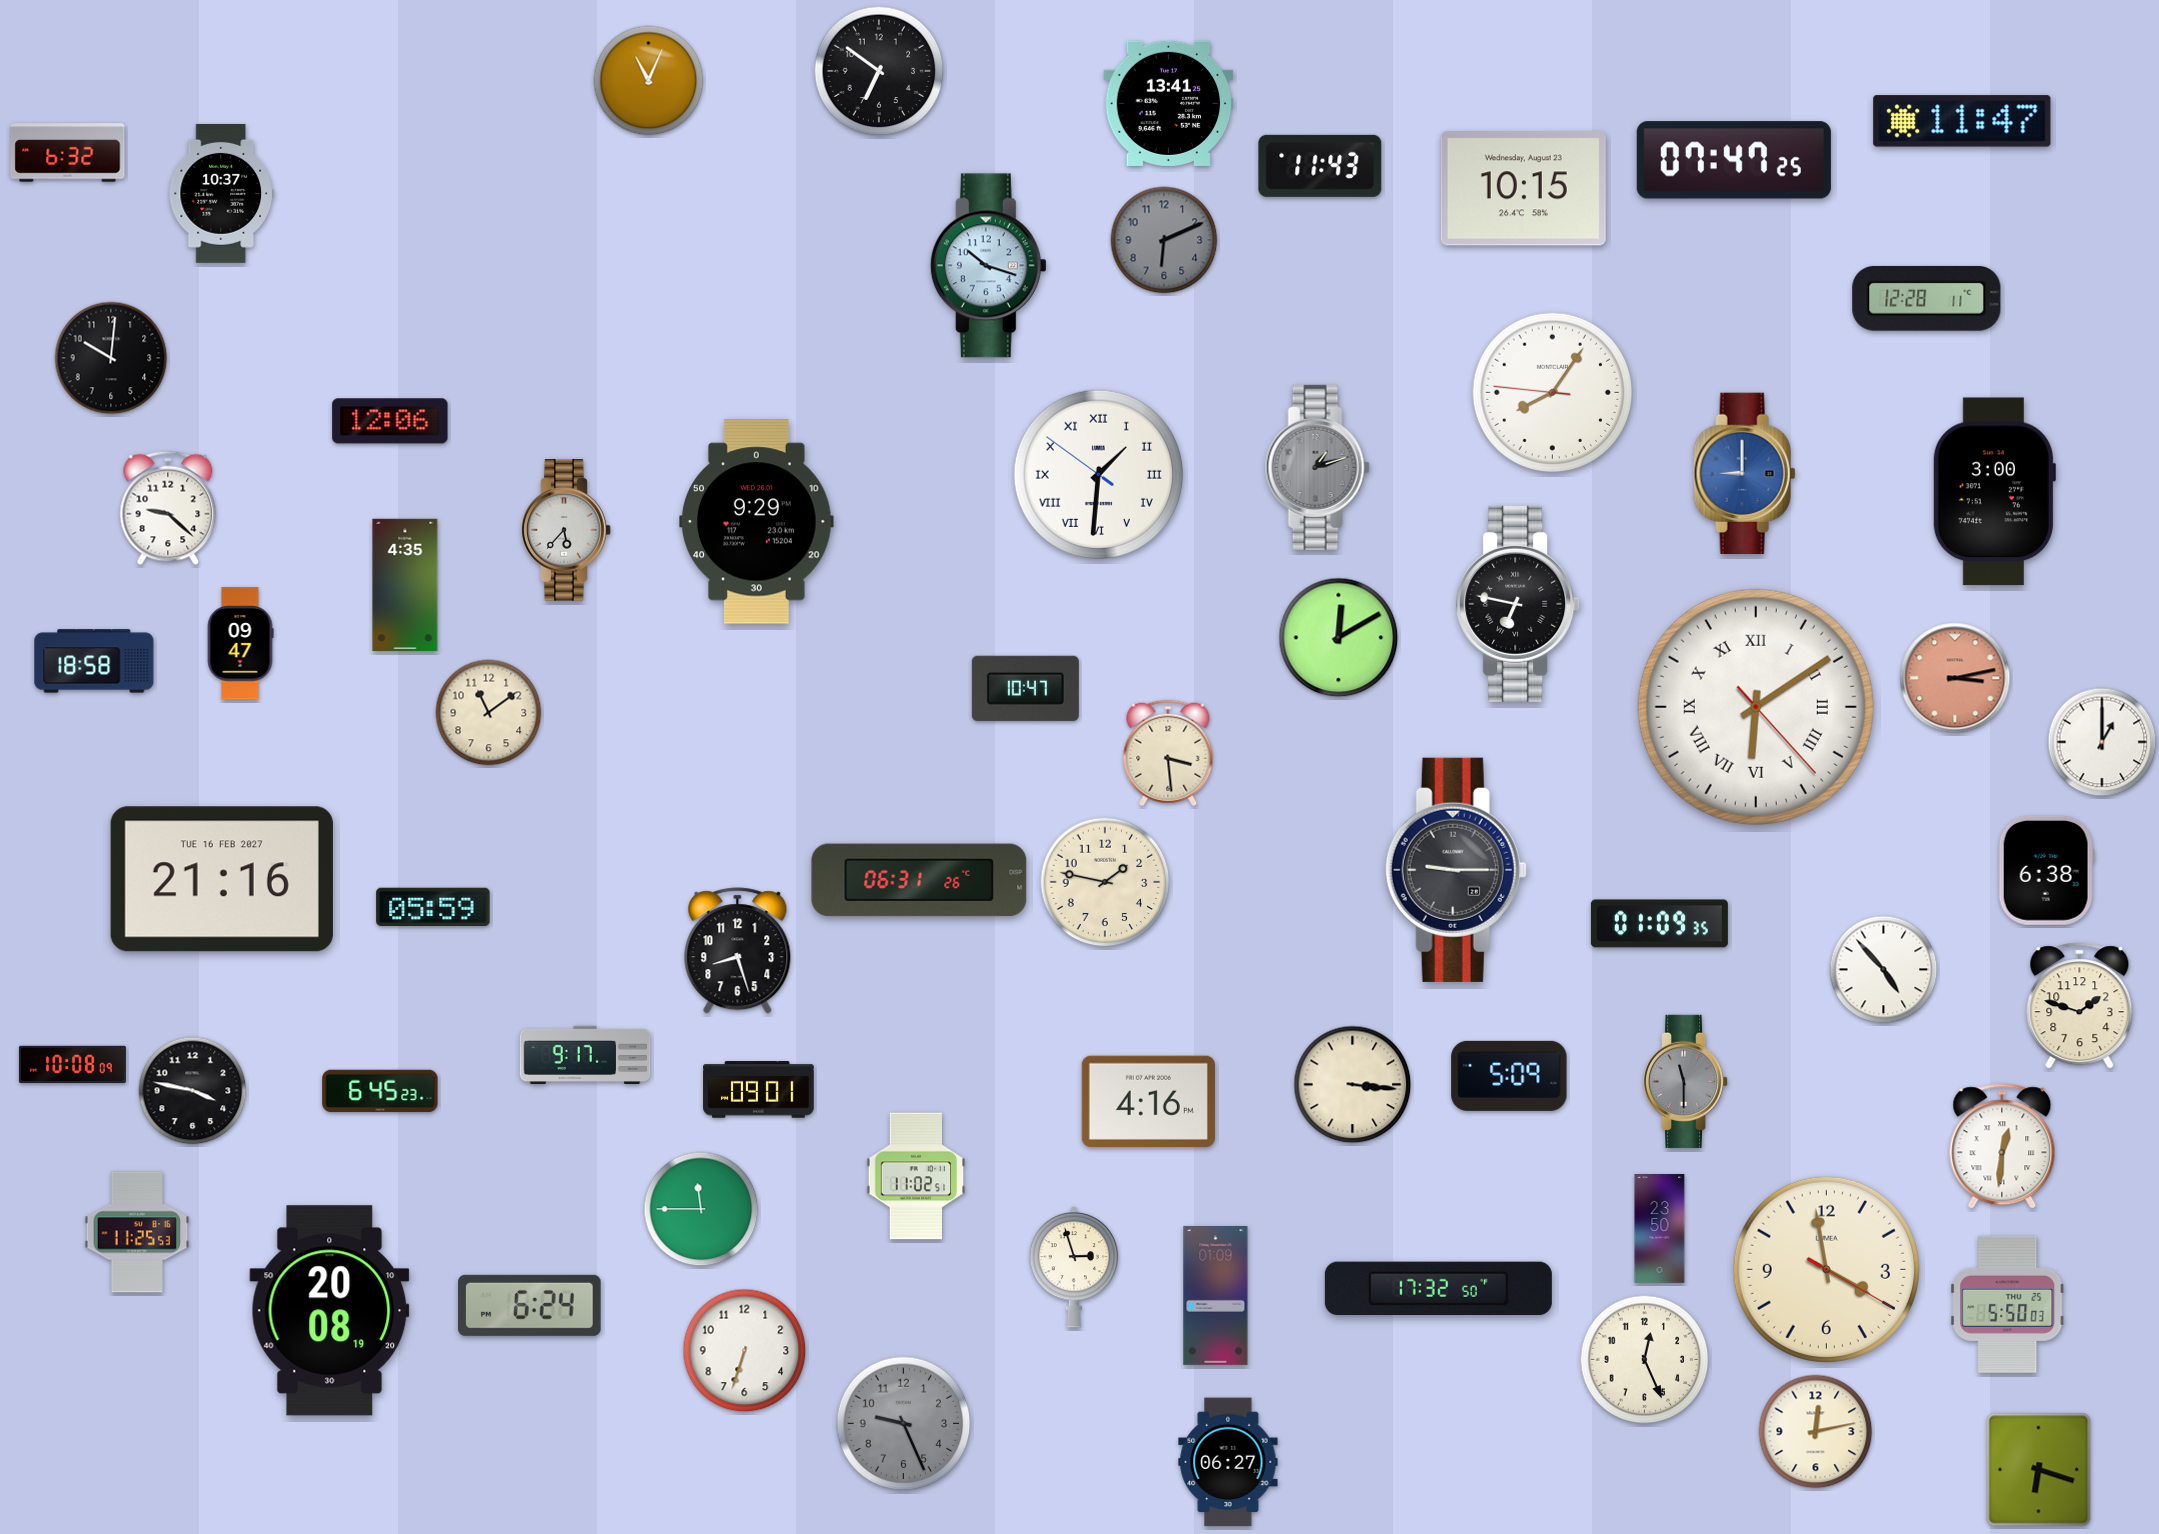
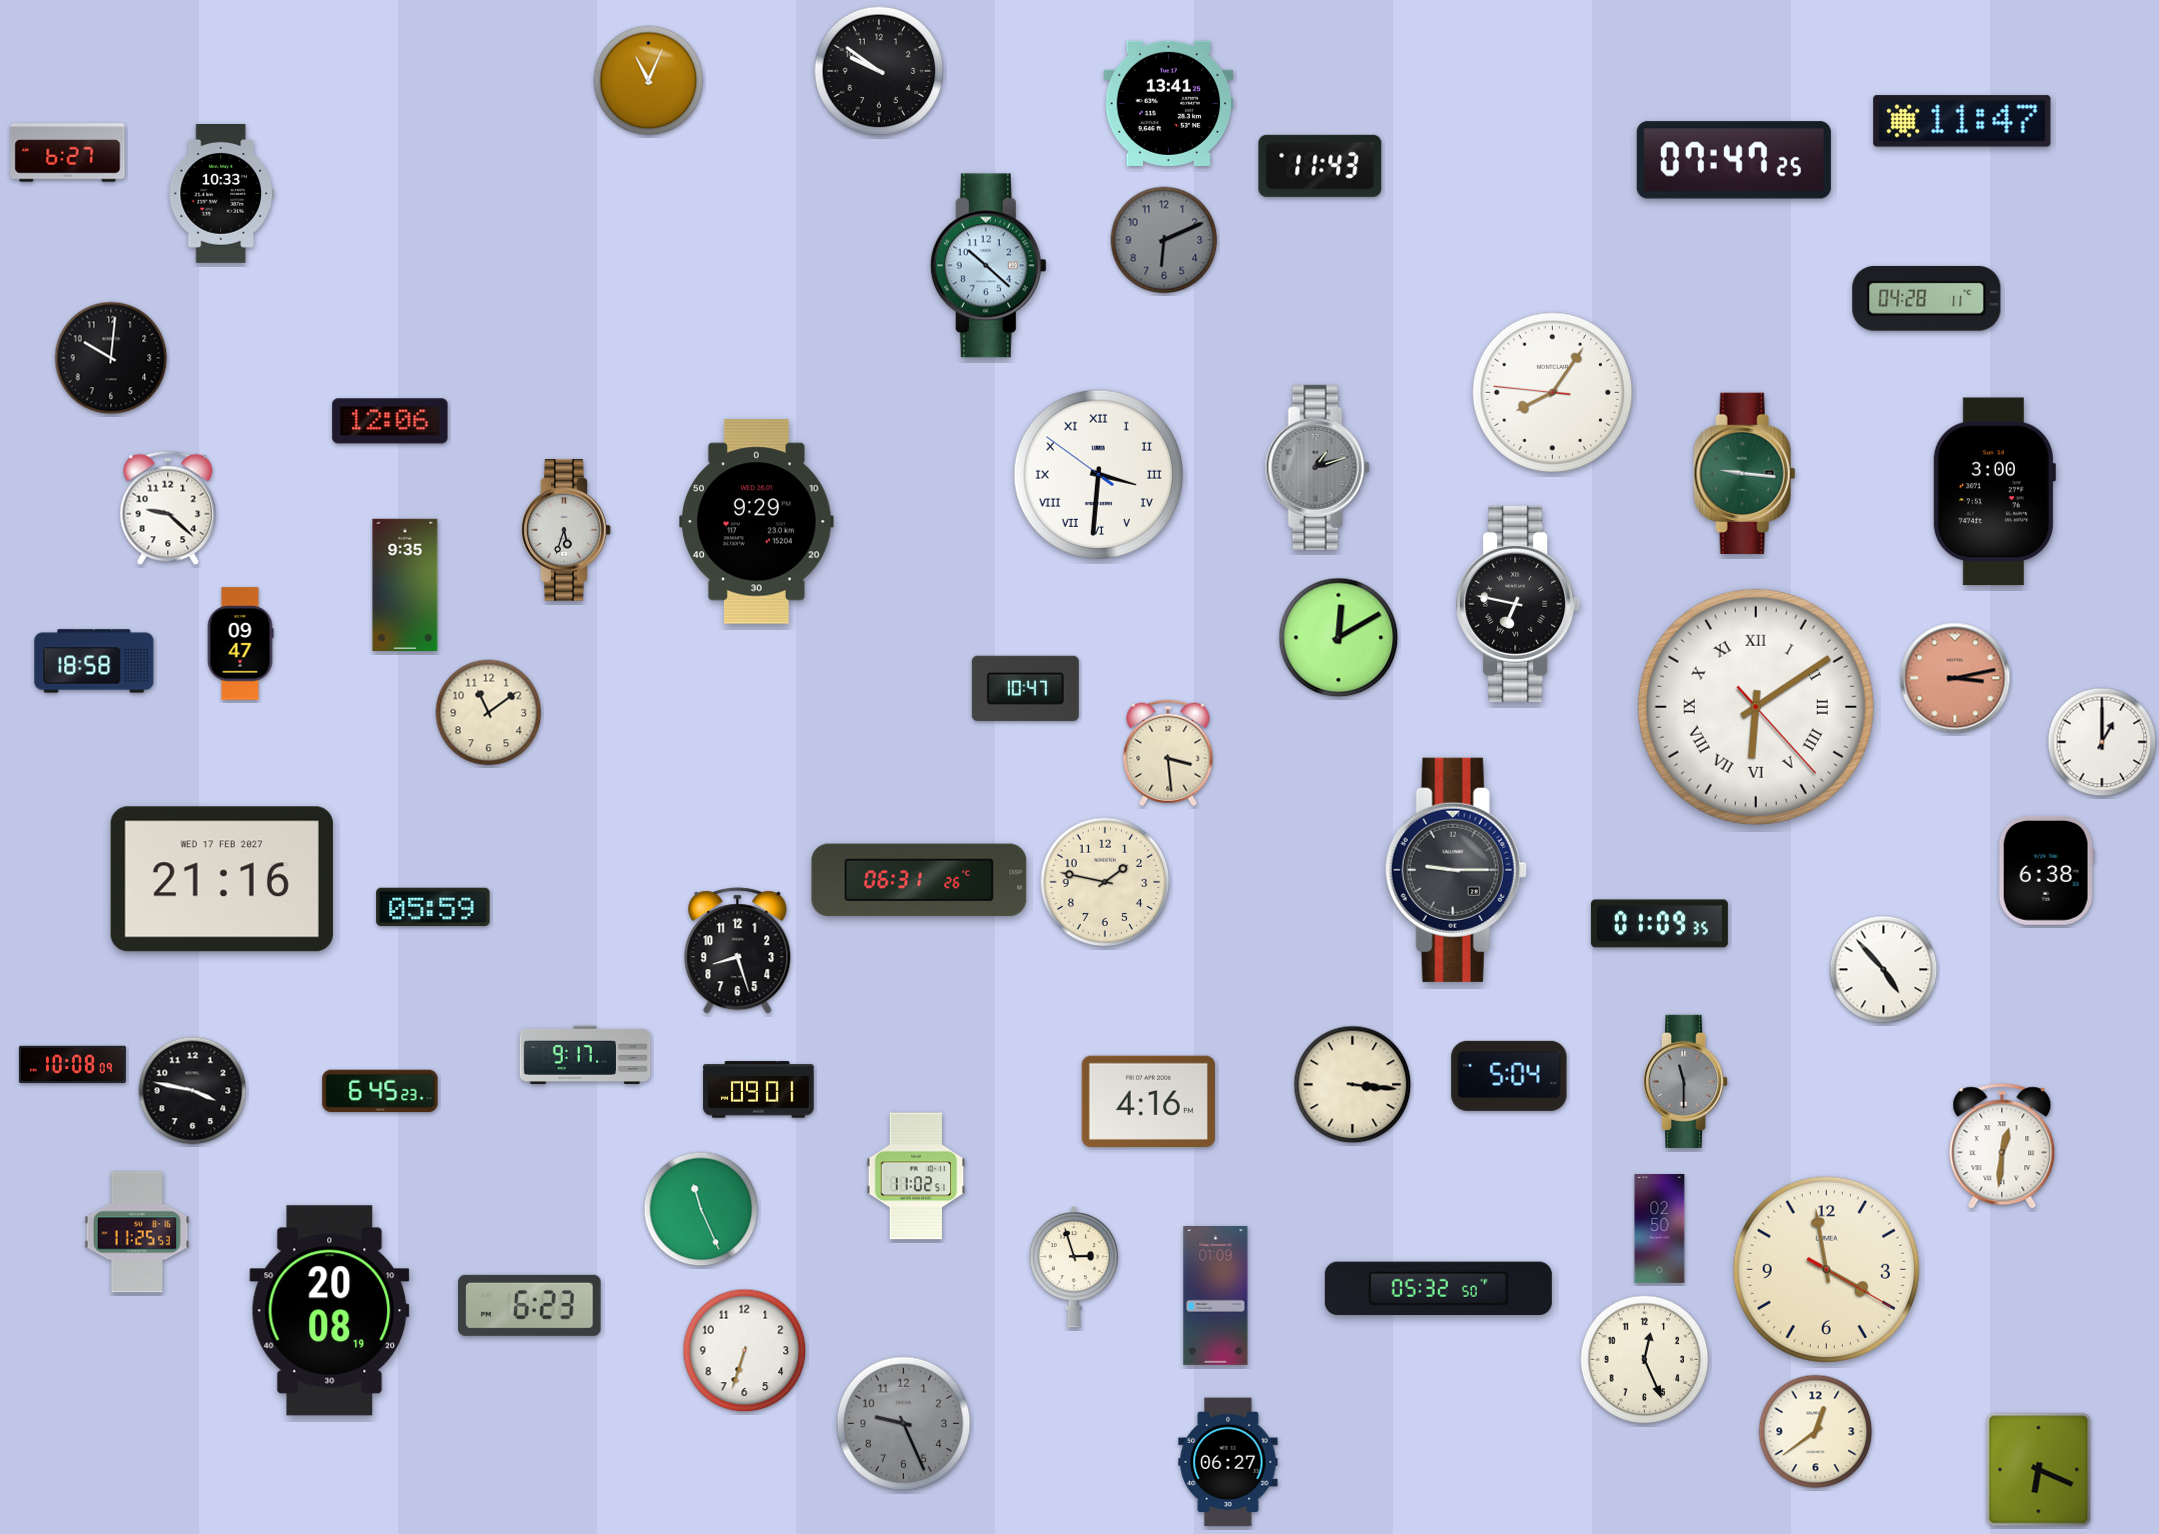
clock at (879, 71): 6:51 -> 9:51
clock at (68, 153): 6:32 -> 6:27
clock at (1523, 189): 10:15 -> none
clock at (221, 193): 10:37 -> 10:33
clock at (988, 266): 10:18 -> 10:22
clock at (1927, 299): 12:28 -> 04:28
clock at (1745, 473): 9:00 -> 9:16
clock at (1745, 473) dial: blue -> green
clock at (1098, 474): 1:30 -> 3:30
clock at (566, 530): 5:37 -> 5:33
clock at (405, 585): 4:35 -> 9:35
clock at (222, 879) date: TUE 16 FEB 2027 -> WED 17 FEB 2027
clock at (2080, 1006): 1:48 -> none
clock at (1509, 1076): 5:09 -> 5:04
clock at (701, 1209): 11:45 -> 11:26
clock at (1660, 1229): 23:50 -> 02:50
clock at (1438, 1289): 17:32 -> 05:32
clock at (2008, 1304): 5:50 -> none
clock at (530, 1305): 6:24 -> 6:23
clock at (1816, 1432): 12:13 -> 12:39
clock at (2039, 1470): 6:18 -> 6:19
